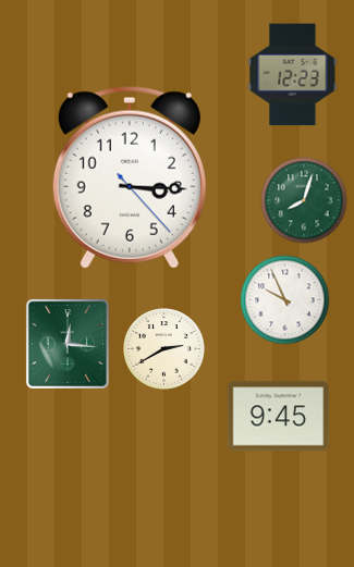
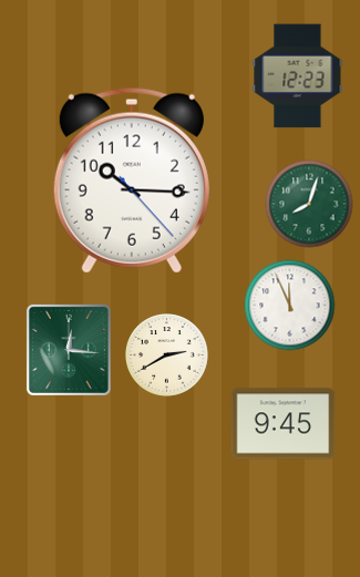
clock at (130, 177): 3:15 -> 10:15
clock at (285, 300): 9:56 -> 11:56
